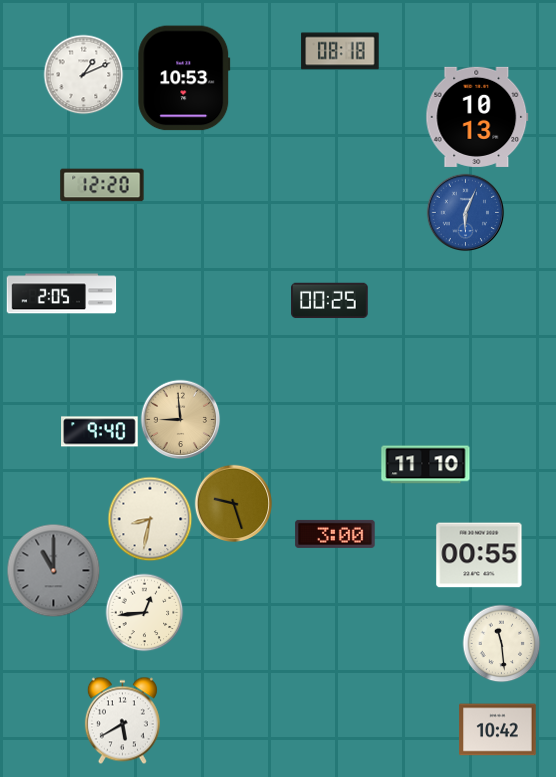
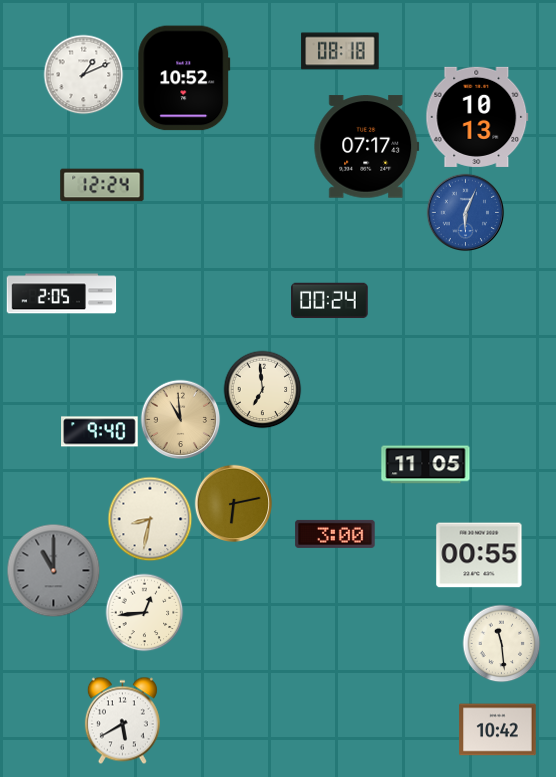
clock at (184, 78): 10:53 -> 10:52
clock at (367, 147): none -> 07:17
clock at (102, 185): 12:20 -> 12:24
clock at (330, 301): 00:25 -> 00:24
clock at (262, 389): none -> 6:59
clock at (180, 419): 8:59 -> 10:59
clock at (426, 465): 11:10 -> 11:05
clock at (233, 503): 9:27 -> 6:13
